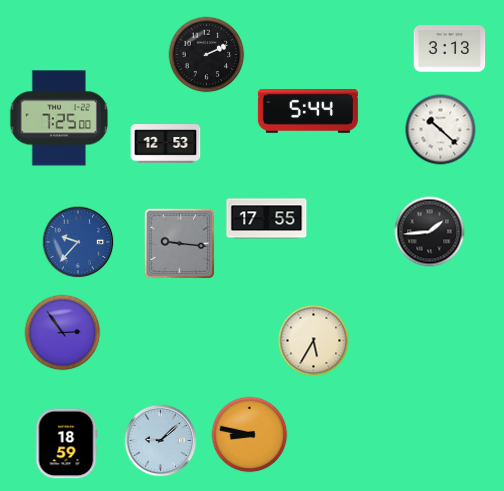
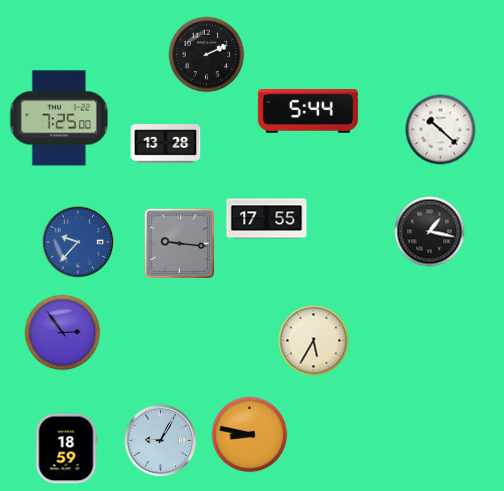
clock at (450, 49): 3:13 -> none
clock at (166, 144): 12:53 -> 13:28
clock at (430, 232): 1:44 -> 1:17
clock at (161, 441): 9:08 -> 9:05
clock at (66, 444) position: (66, 444) -> (66, 449)
